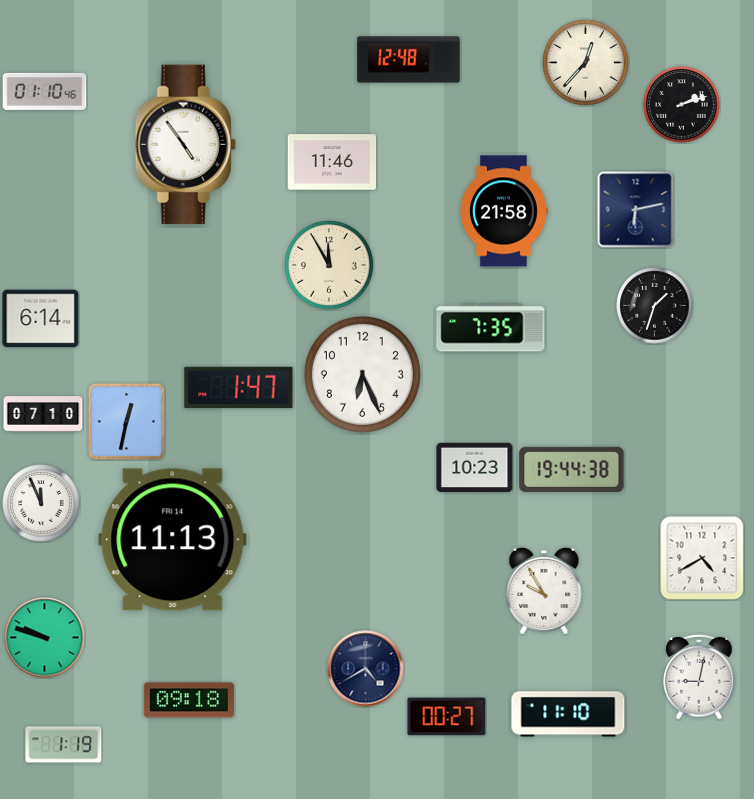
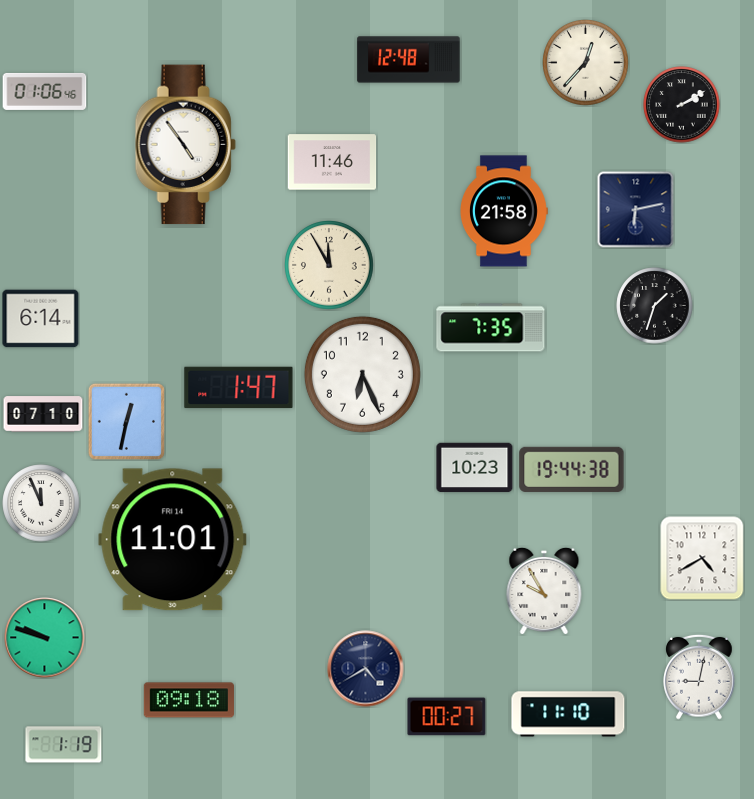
clock at (45, 91): 01:10 -> 01:06
clock at (682, 105): 2:12 -> 2:10
clock at (173, 540): 11:13 -> 11:01
